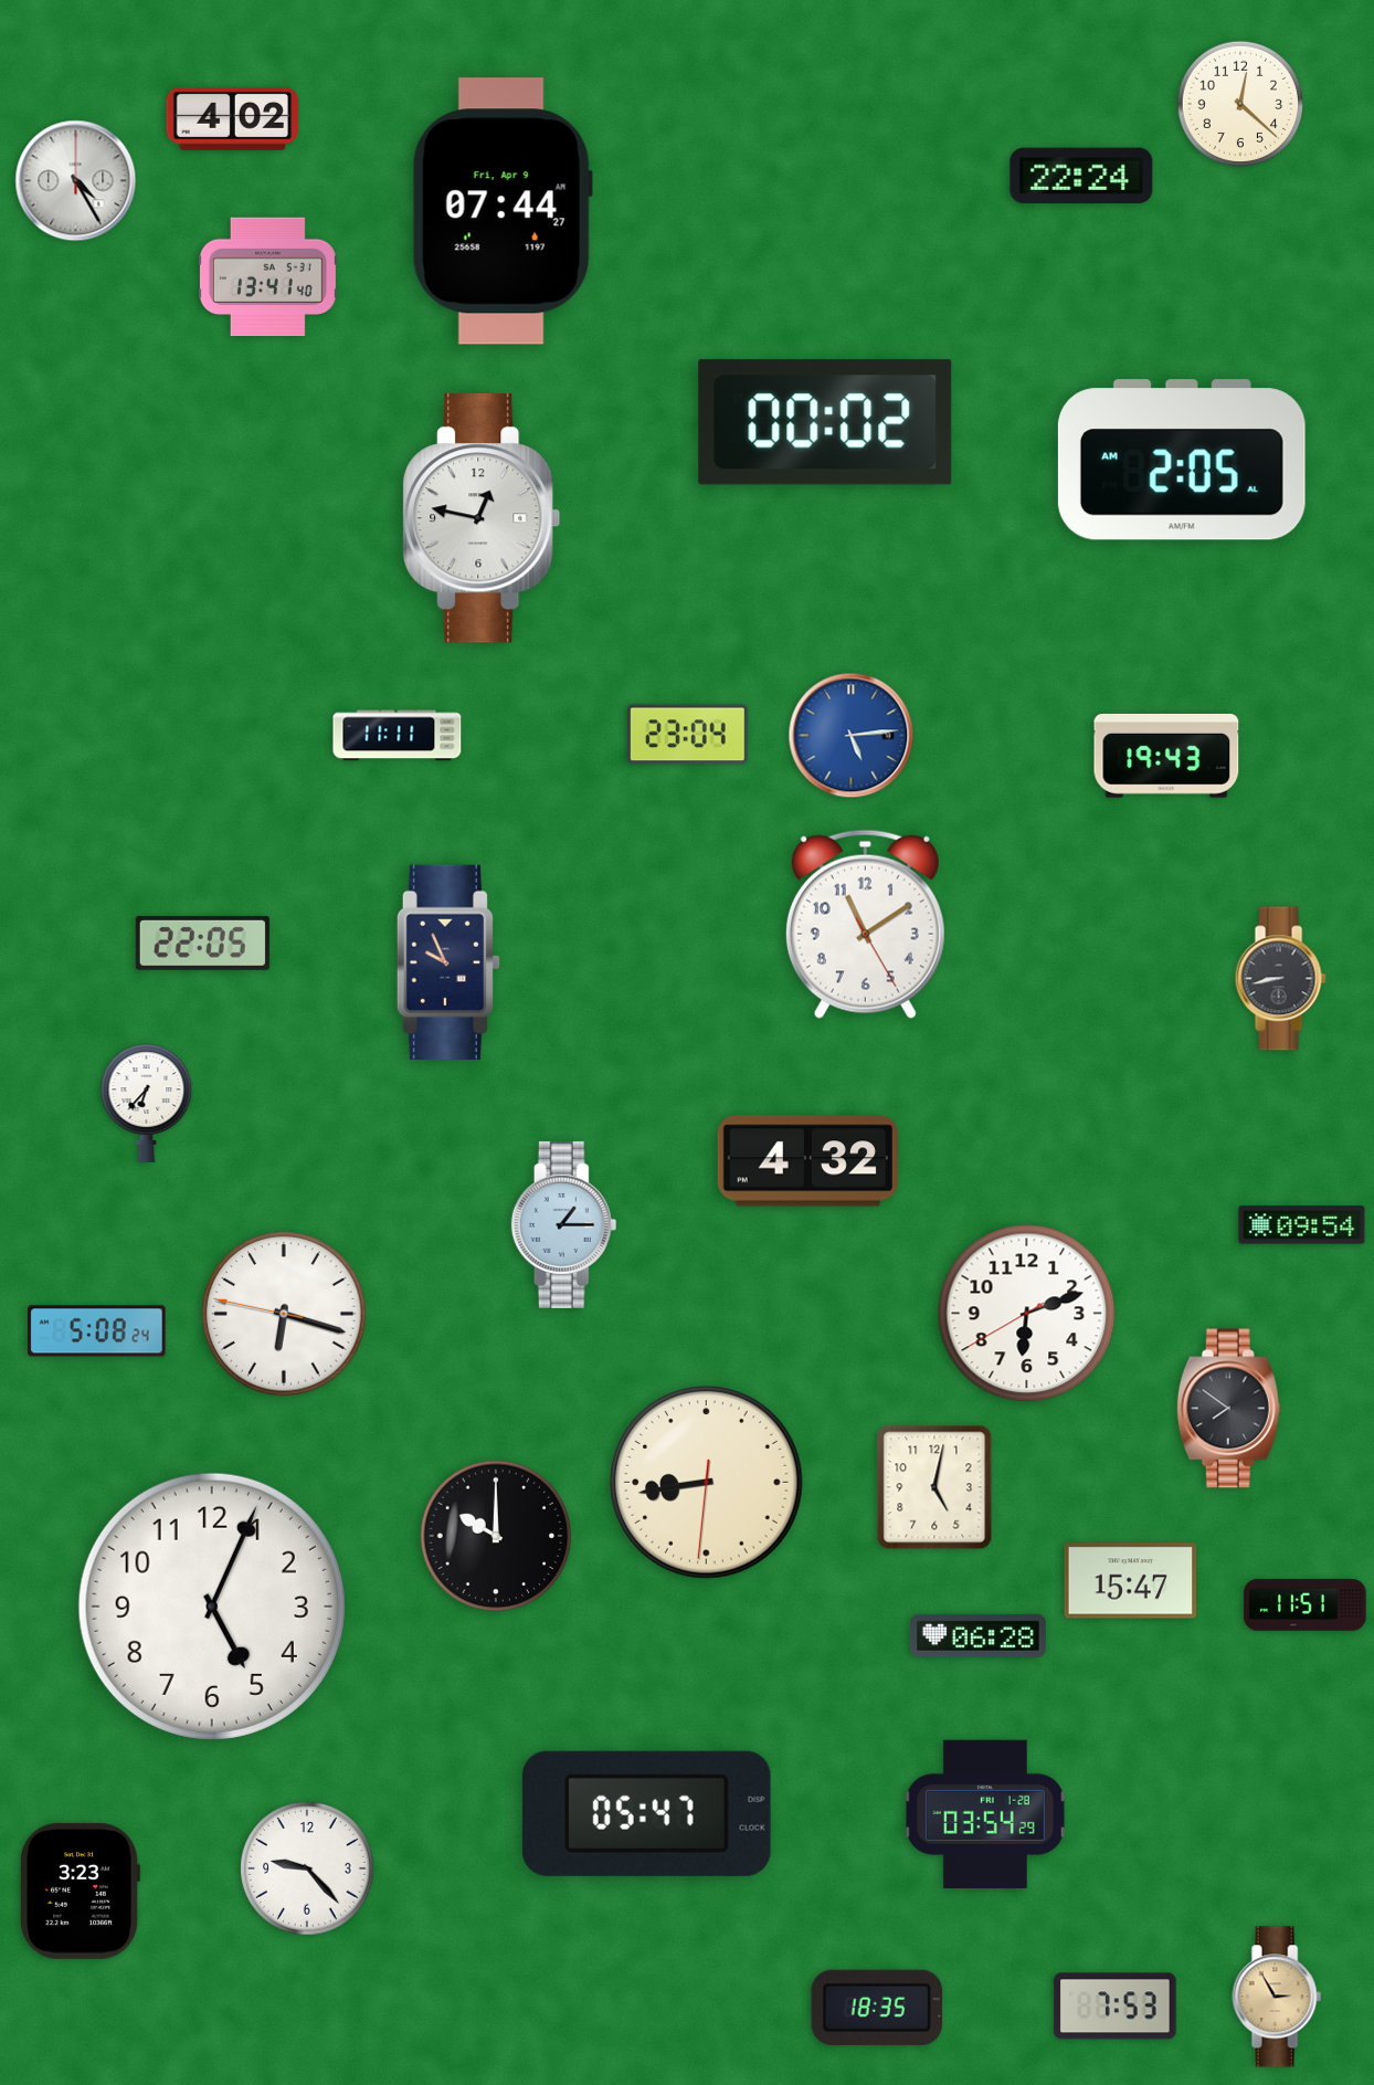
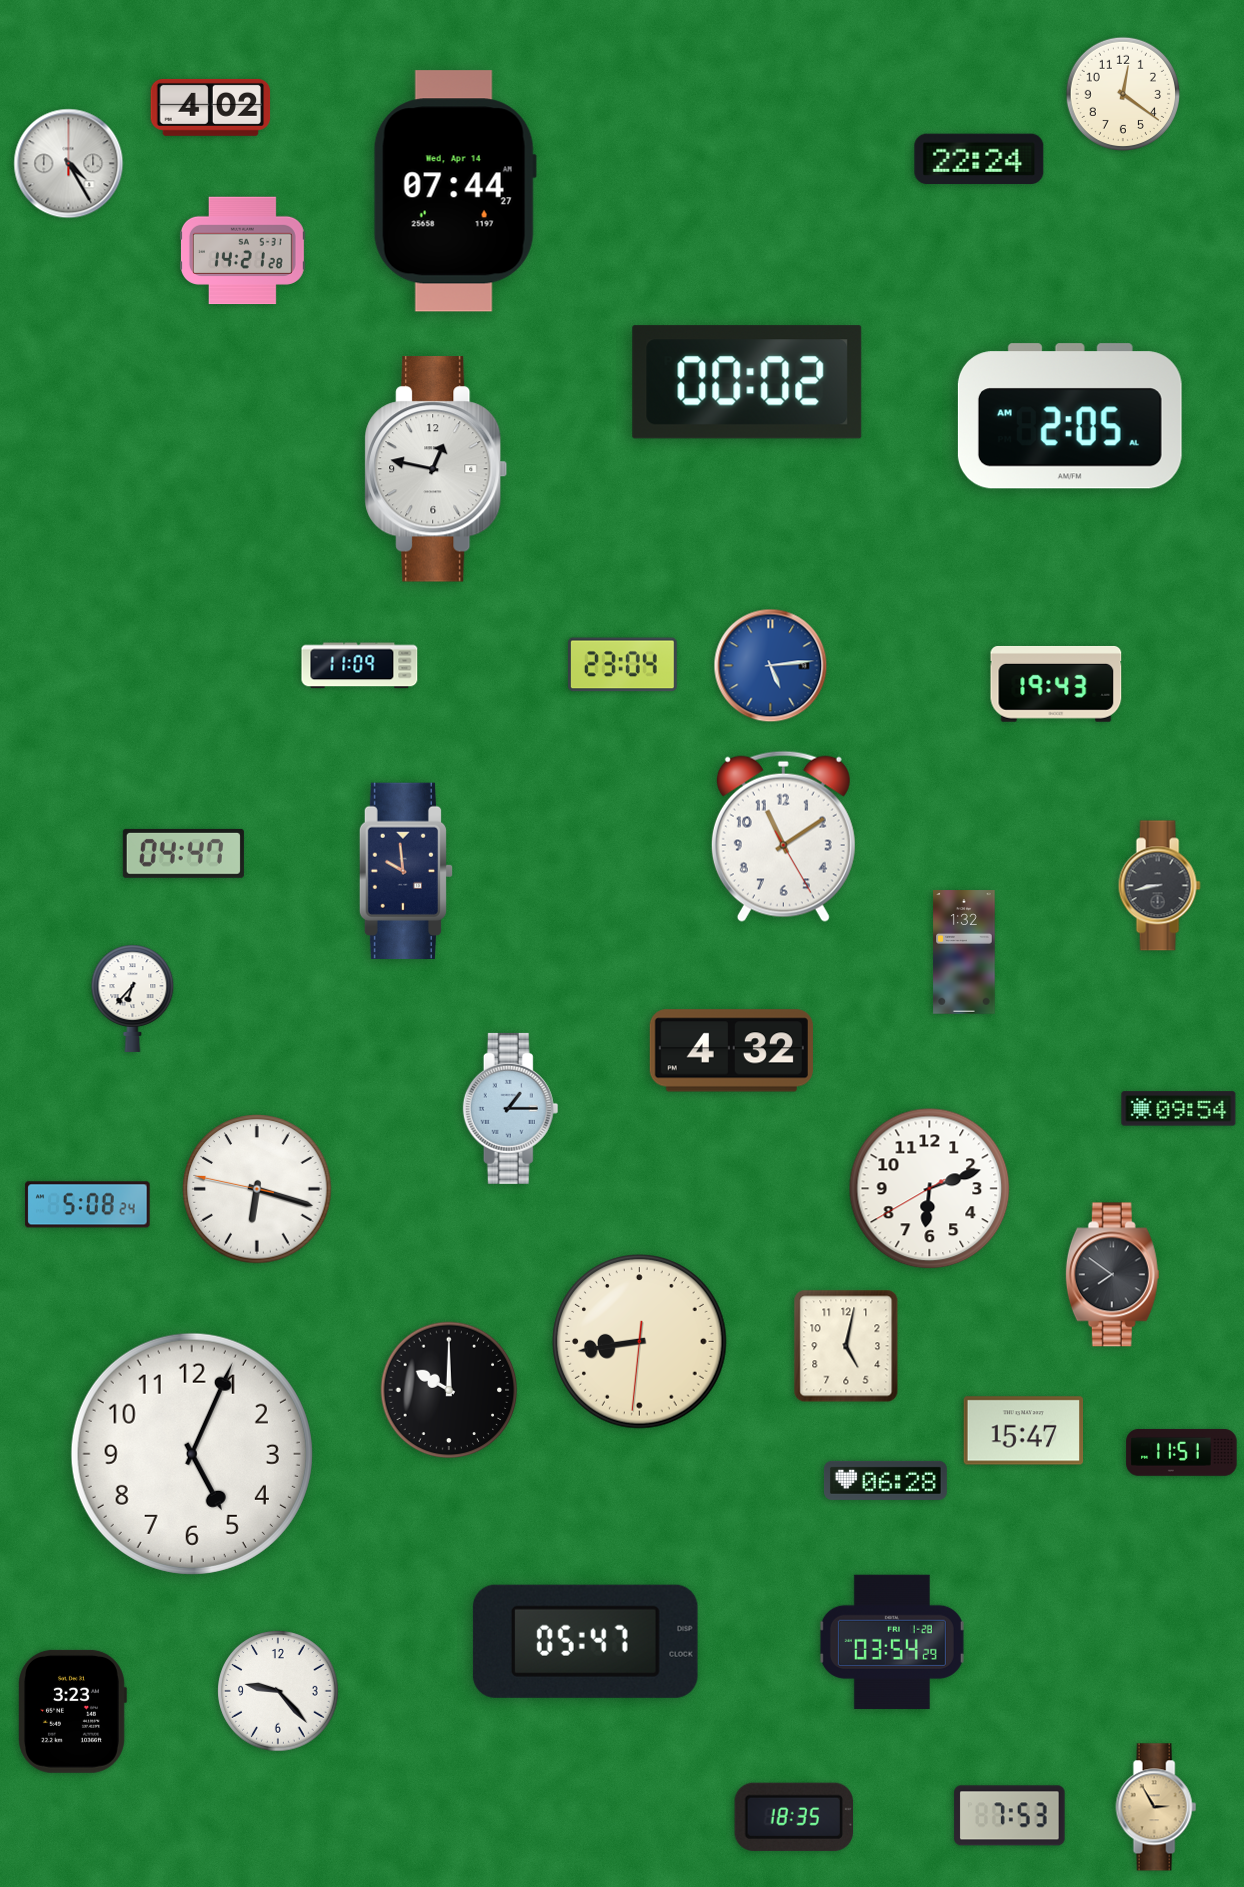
clock at (1239, 103): 12:22 -> 12:21
clock at (503, 211) date: Fri, Apr 9 -> Wed, Apr 14
clock at (267, 277): 13:41 -> 14:21
clock at (398, 736): 11:11 -> 11:09
clock at (202, 943): 22:05 -> 04:47
clock at (447, 961): 9:56 -> 9:59
clock at (964, 952): none -> 1:32
